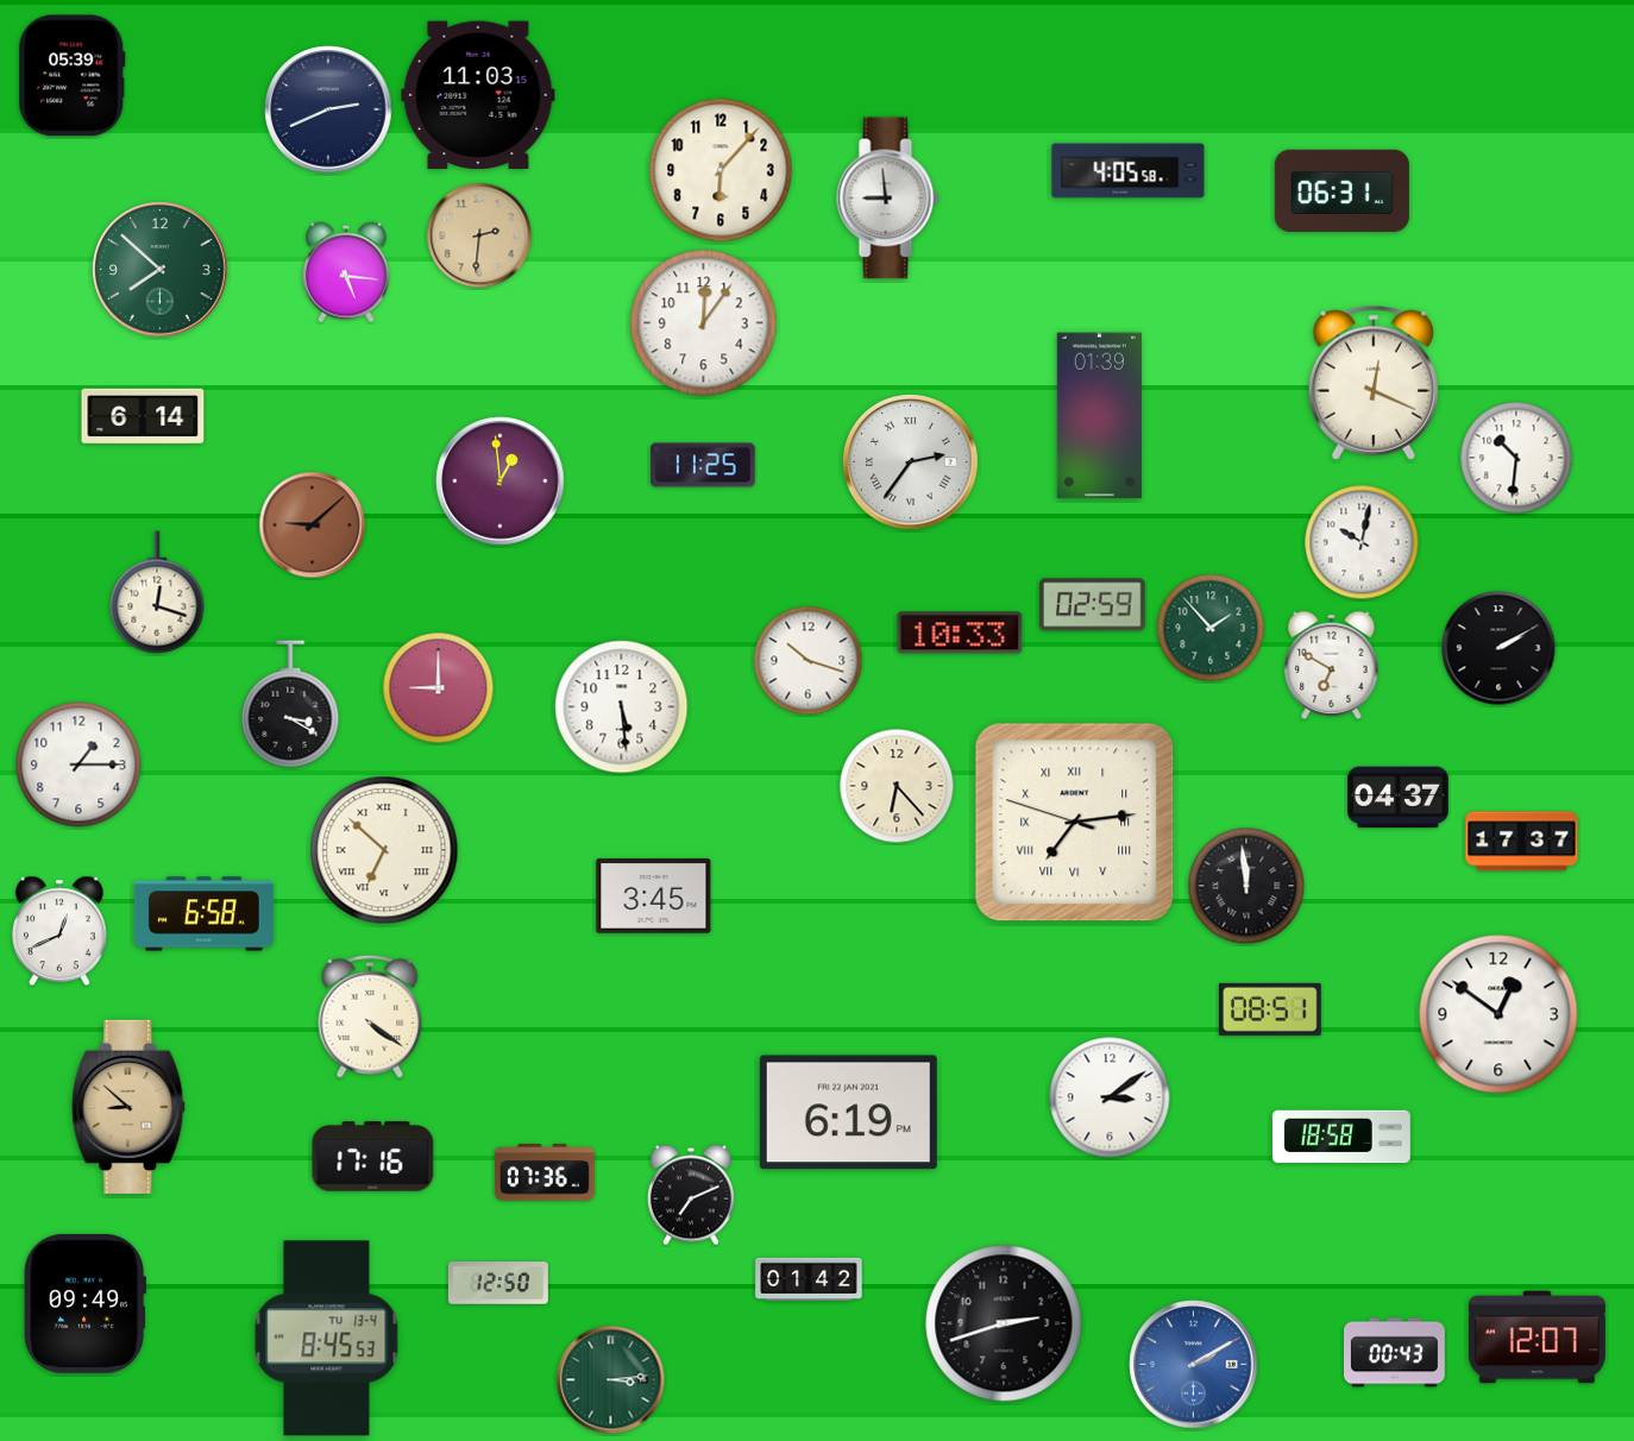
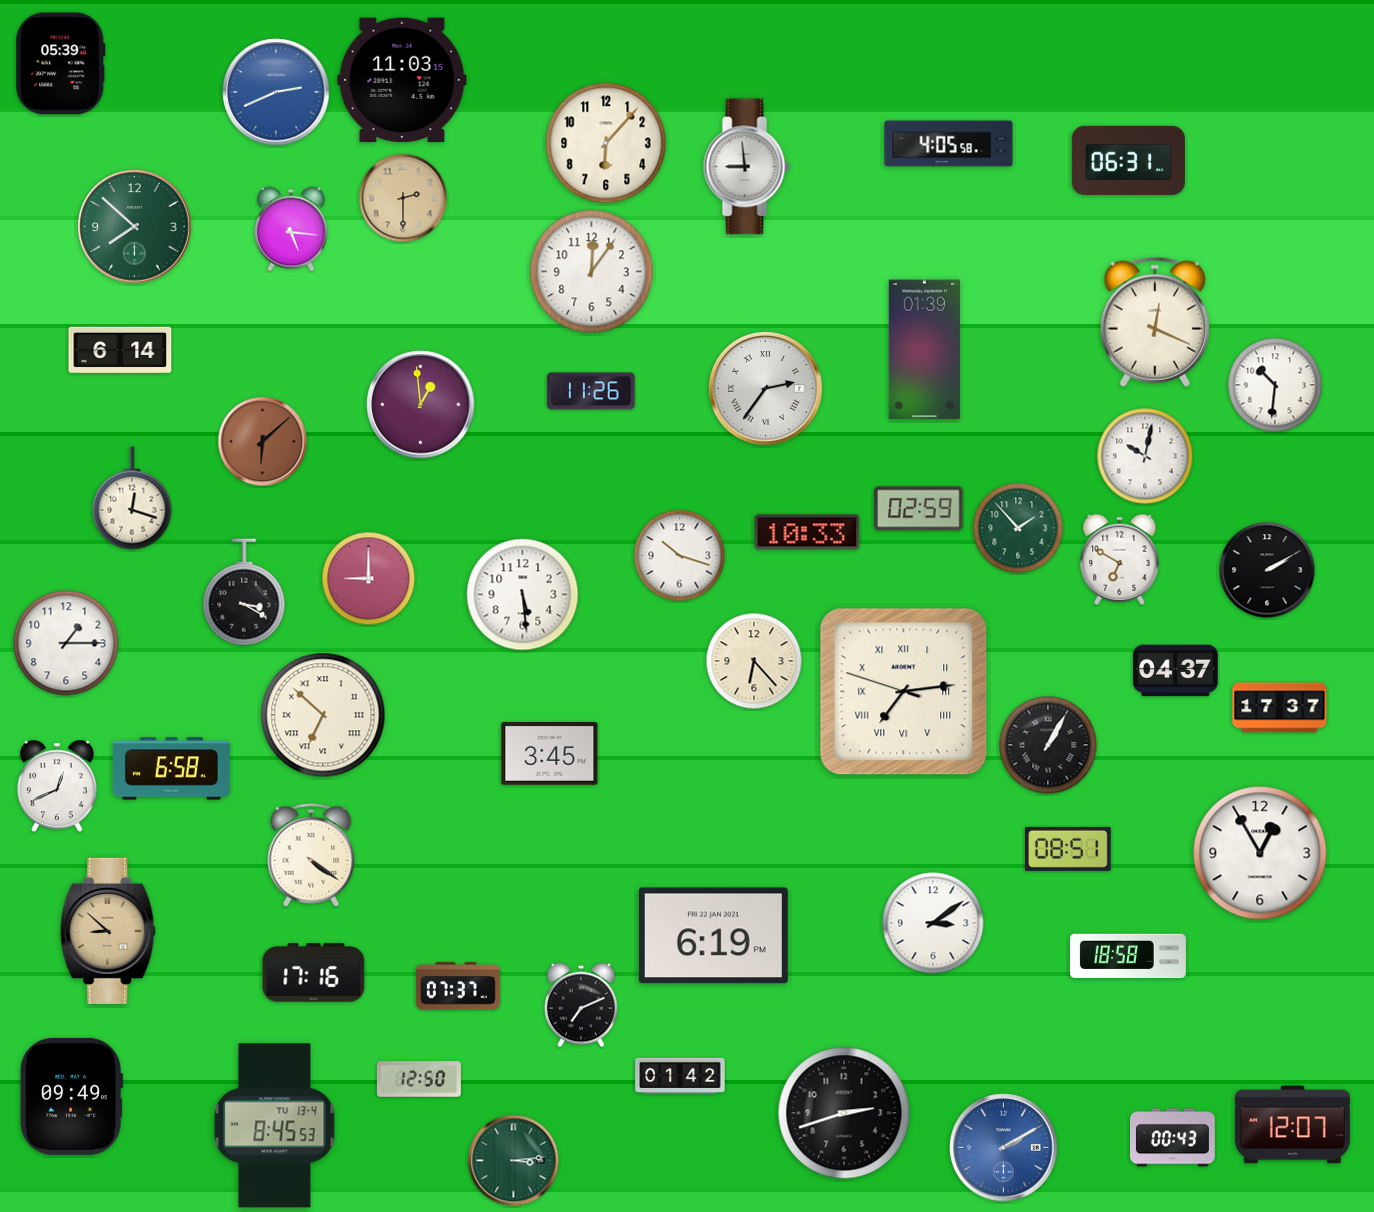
clock at (328, 109) dial: navy -> blue
clock at (479, 235): 2:31 -> 2:30
clock at (703, 465): 11:25 -> 11:26
clock at (313, 526): 9:08 -> 6:08
clock at (1498, 648) position: (1498, 648) -> (1267, 570)
clock at (1246, 886): 11:59 -> 1:05
clock at (59, 931) position: (59, 931) -> (57, 786)
clock at (1498, 1014): 12:51 -> 12:55
clock at (545, 1172): 07:36 -> 07:37
